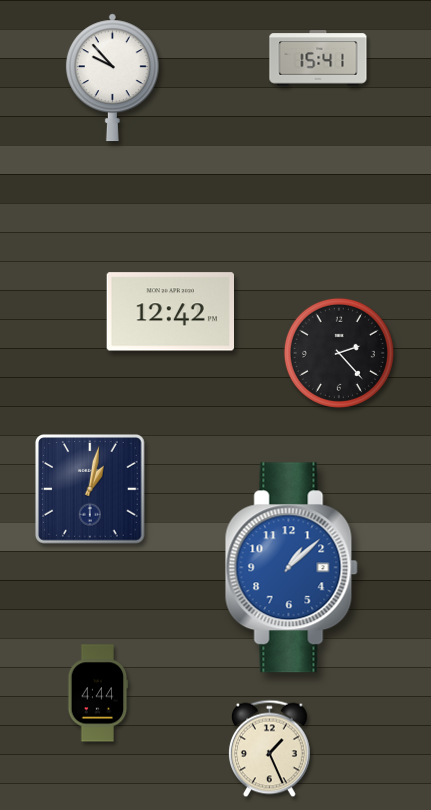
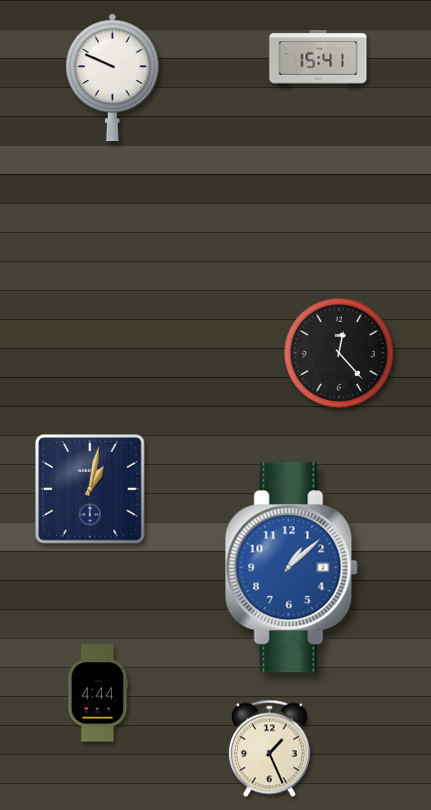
clock at (112, 78): 9:53 -> 9:49
clock at (170, 312): 12:42 -> none
clock at (339, 353): 2:23 -> 12:23
